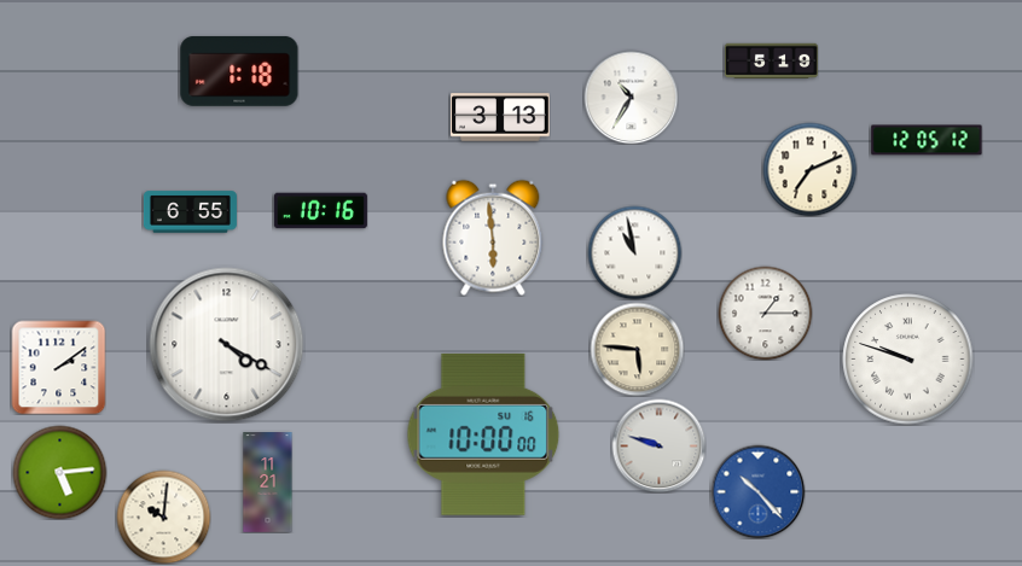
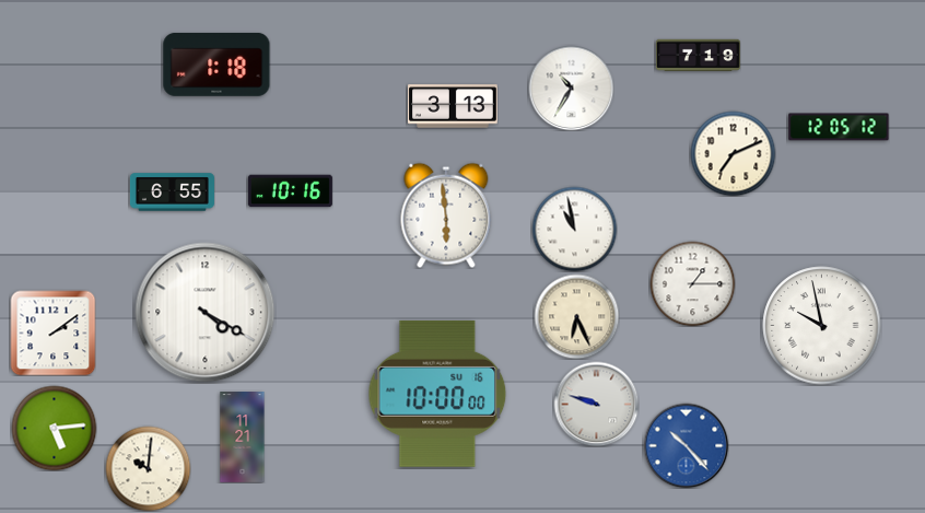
clock at (771, 62): 5:19 -> 7:19
clock at (637, 349): 5:46 -> 6:26
clock at (908, 360): 9:48 -> 9:58
